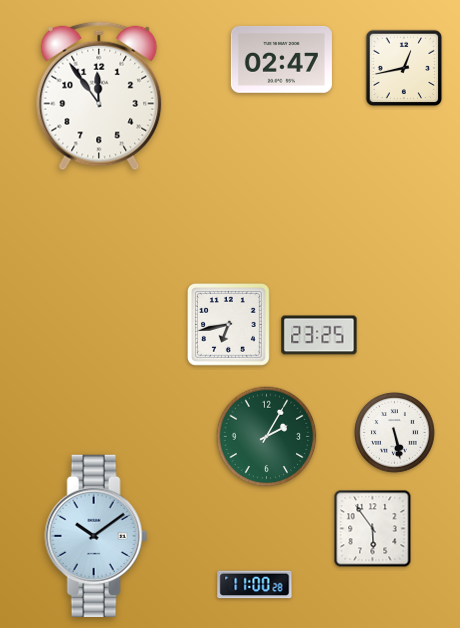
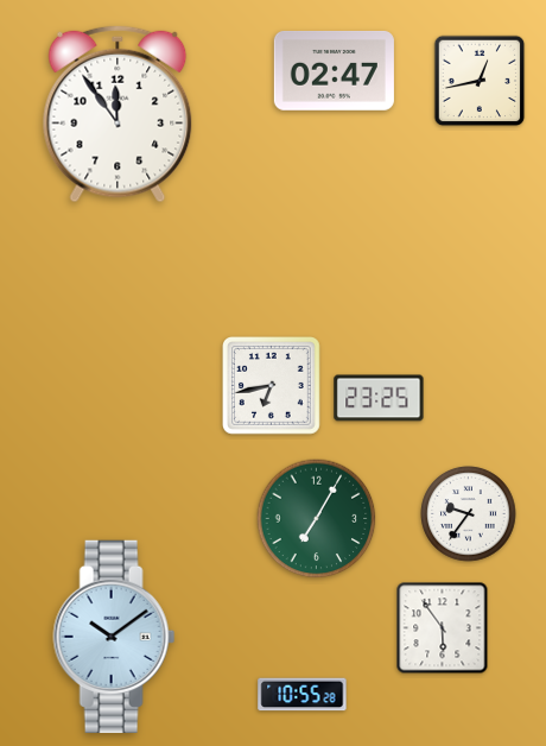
clock at (395, 433): 5:28 -> 9:36
clock at (267, 437): 2:05 -> 7:05
clock at (255, 585): 11:00 -> 10:55
